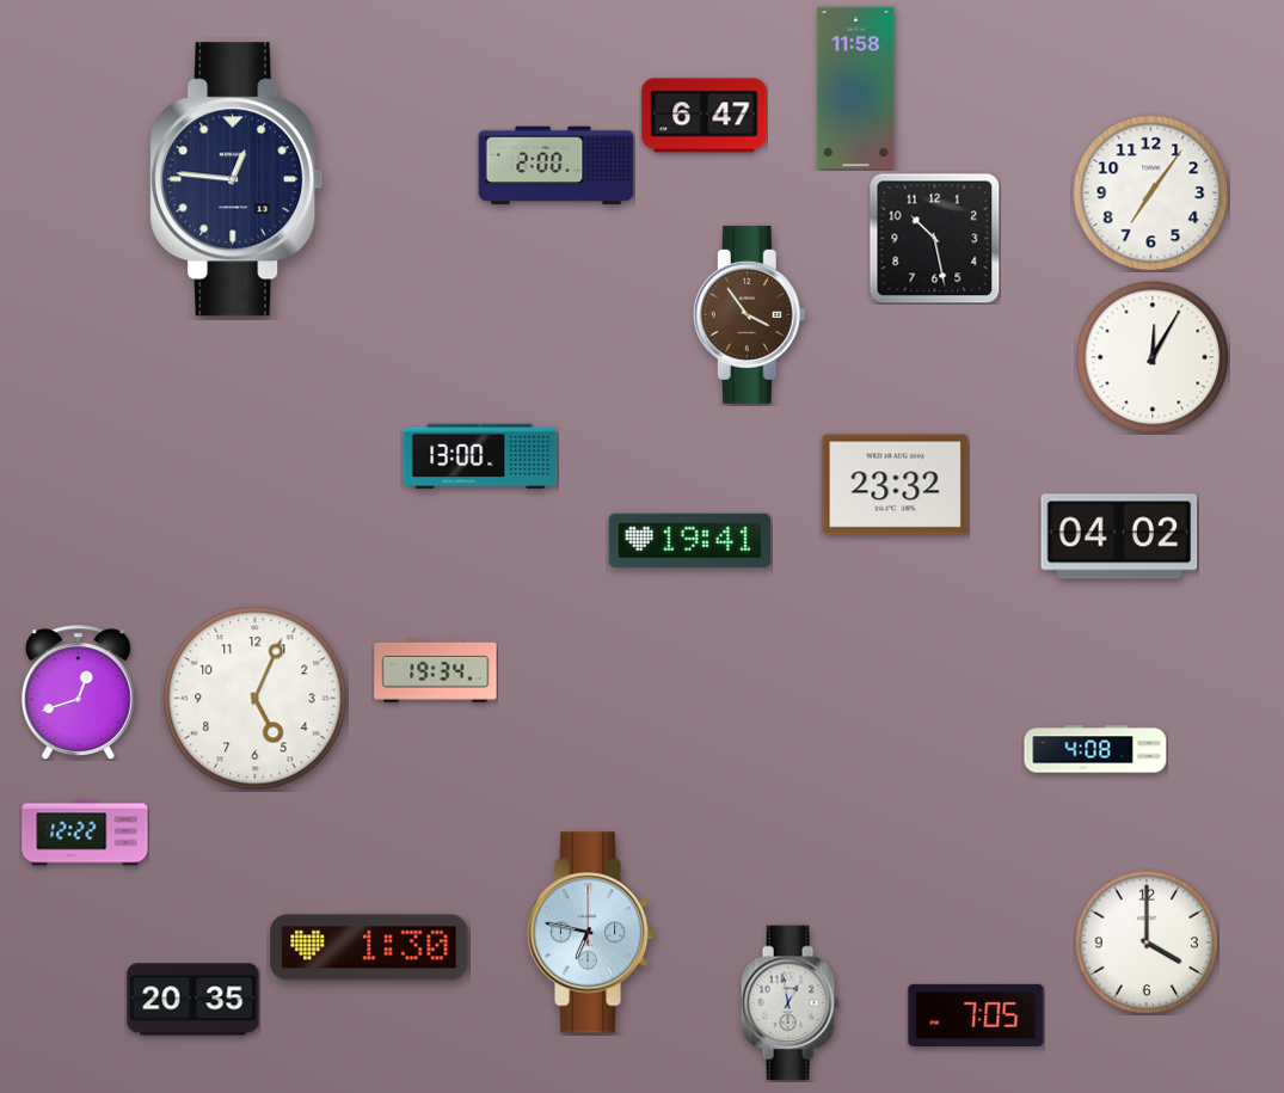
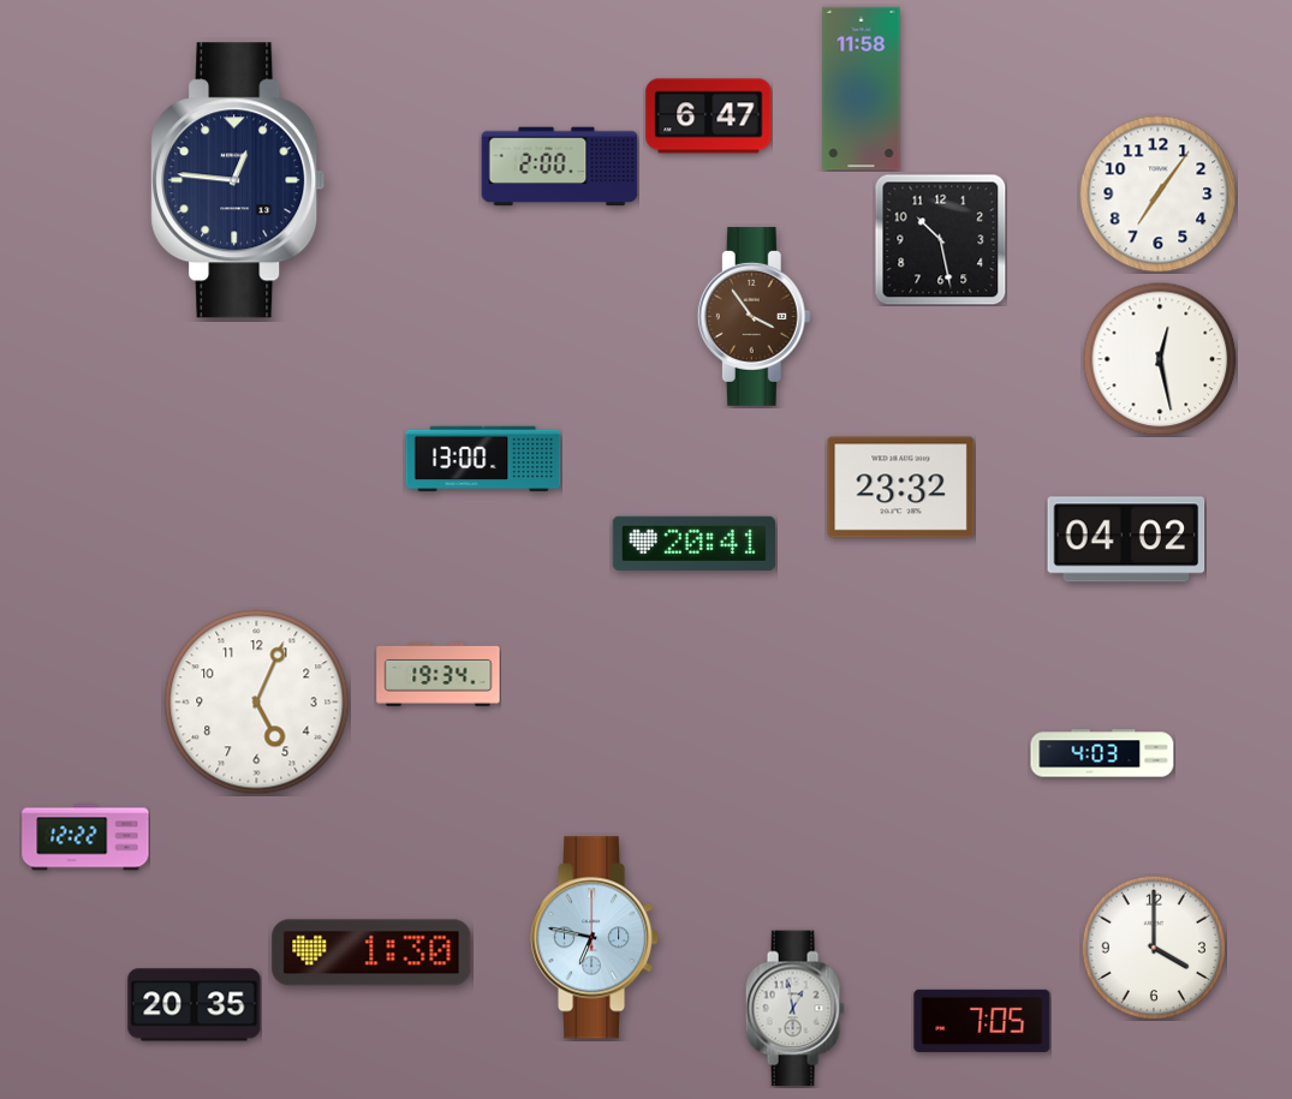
clock at (1153, 357): 12:05 -> 12:28
clock at (690, 540): 19:41 -> 20:41
clock at (78, 692): 12:42 -> none
clock at (1095, 749): 4:08 -> 4:03
